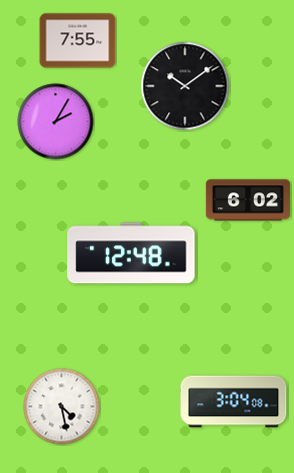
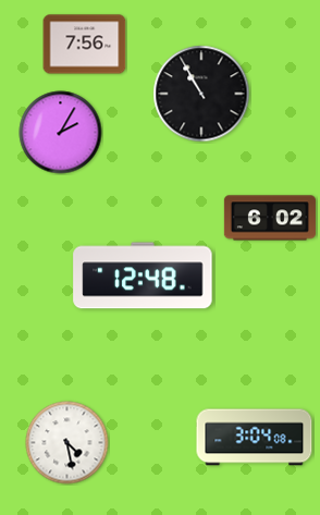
clock at (78, 41): 7:55 -> 7:56
clock at (185, 86): 10:09 -> 10:55
